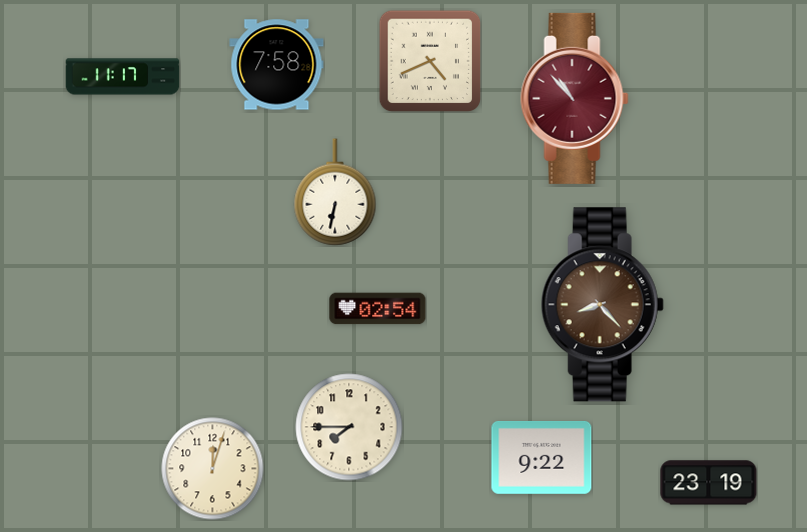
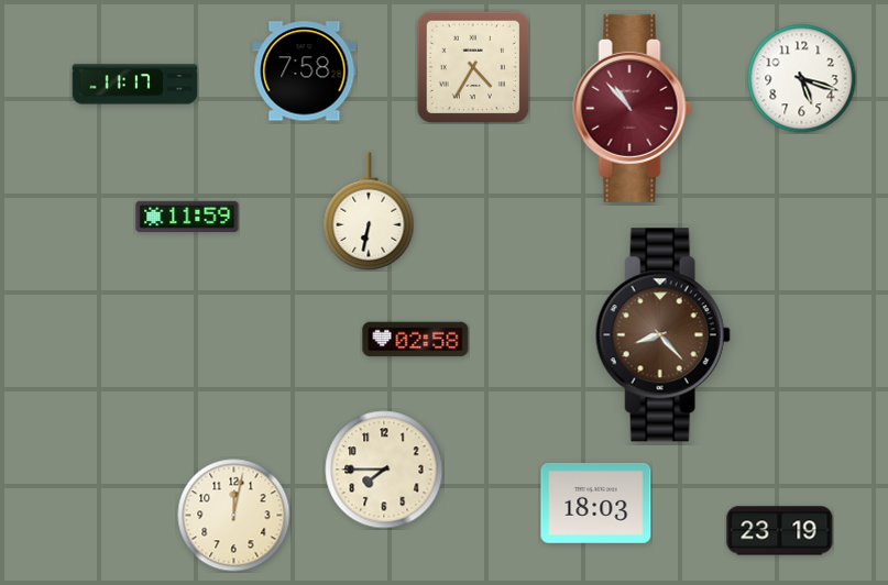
clock at (430, 61): 4:41 -> 4:35
clock at (802, 79): none -> 5:18
clock at (187, 217): none -> 11:59
clock at (378, 309): 02:54 -> 02:58
clock at (542, 457): 9:22 -> 18:03
clock at (213, 469): 12:03 -> 12:02
